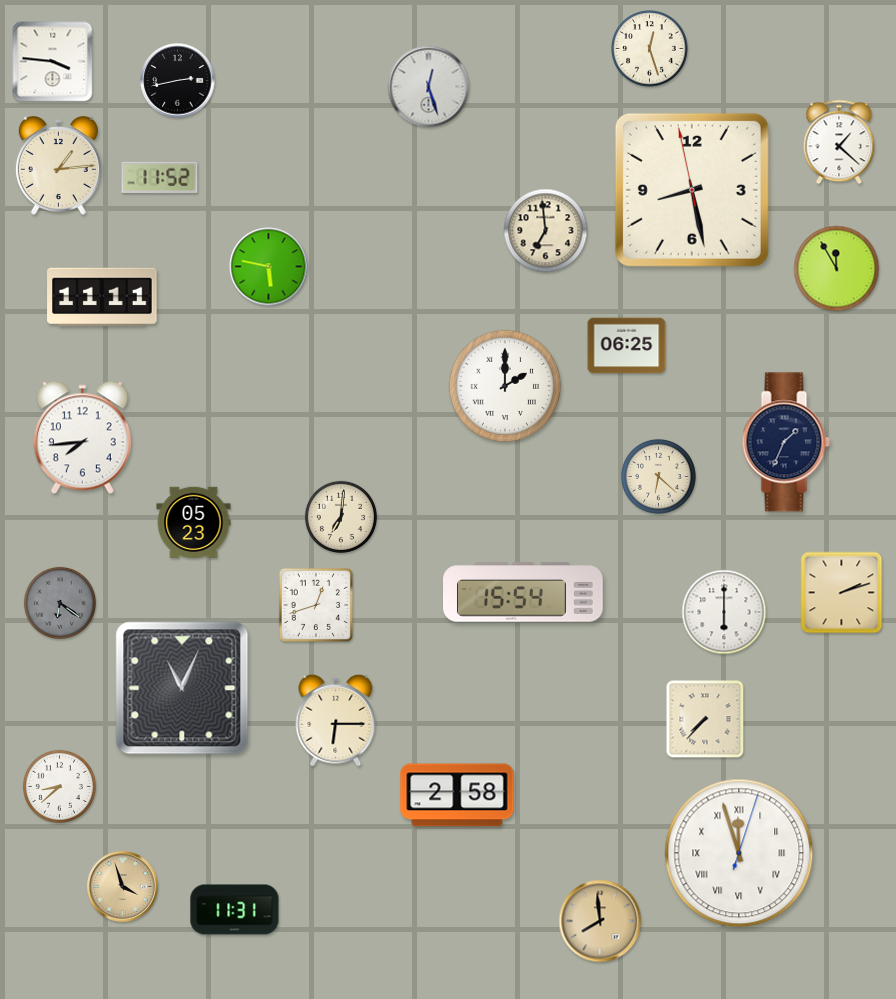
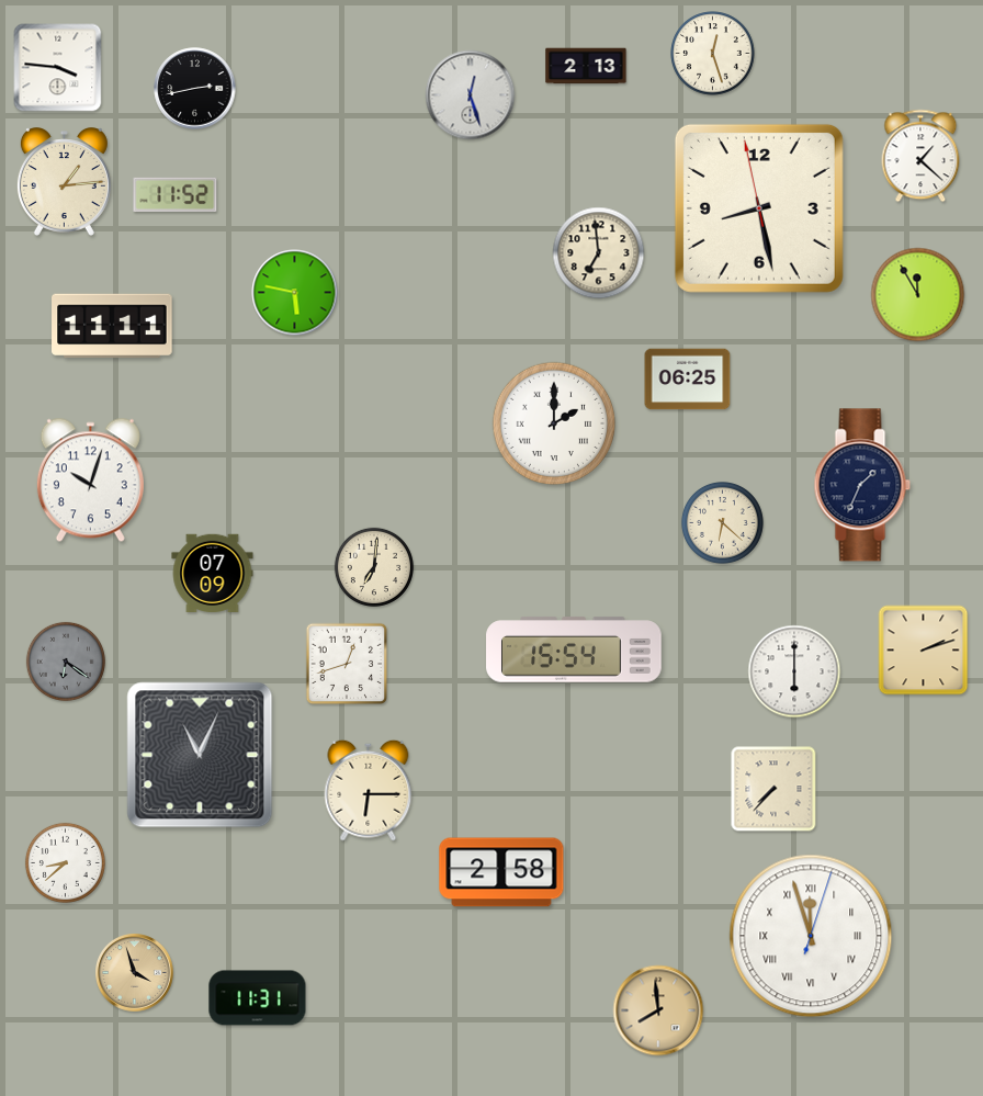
clock at (586, 66): none -> 2:13
clock at (82, 438): 7:44 -> 10:03
clock at (194, 523): 05:23 -> 07:09
